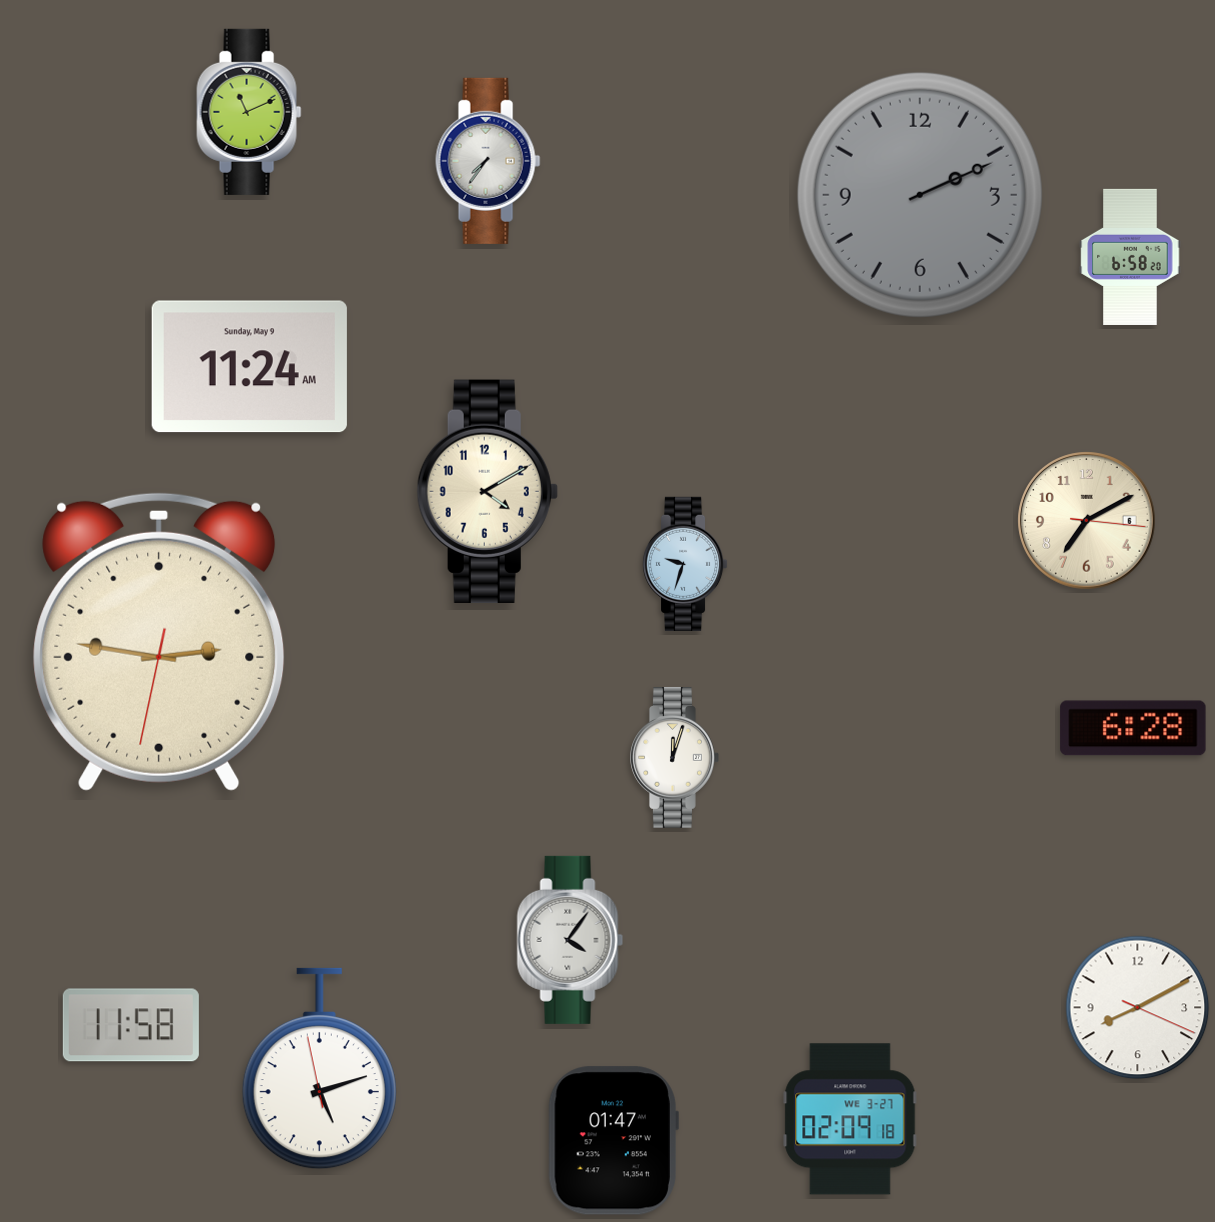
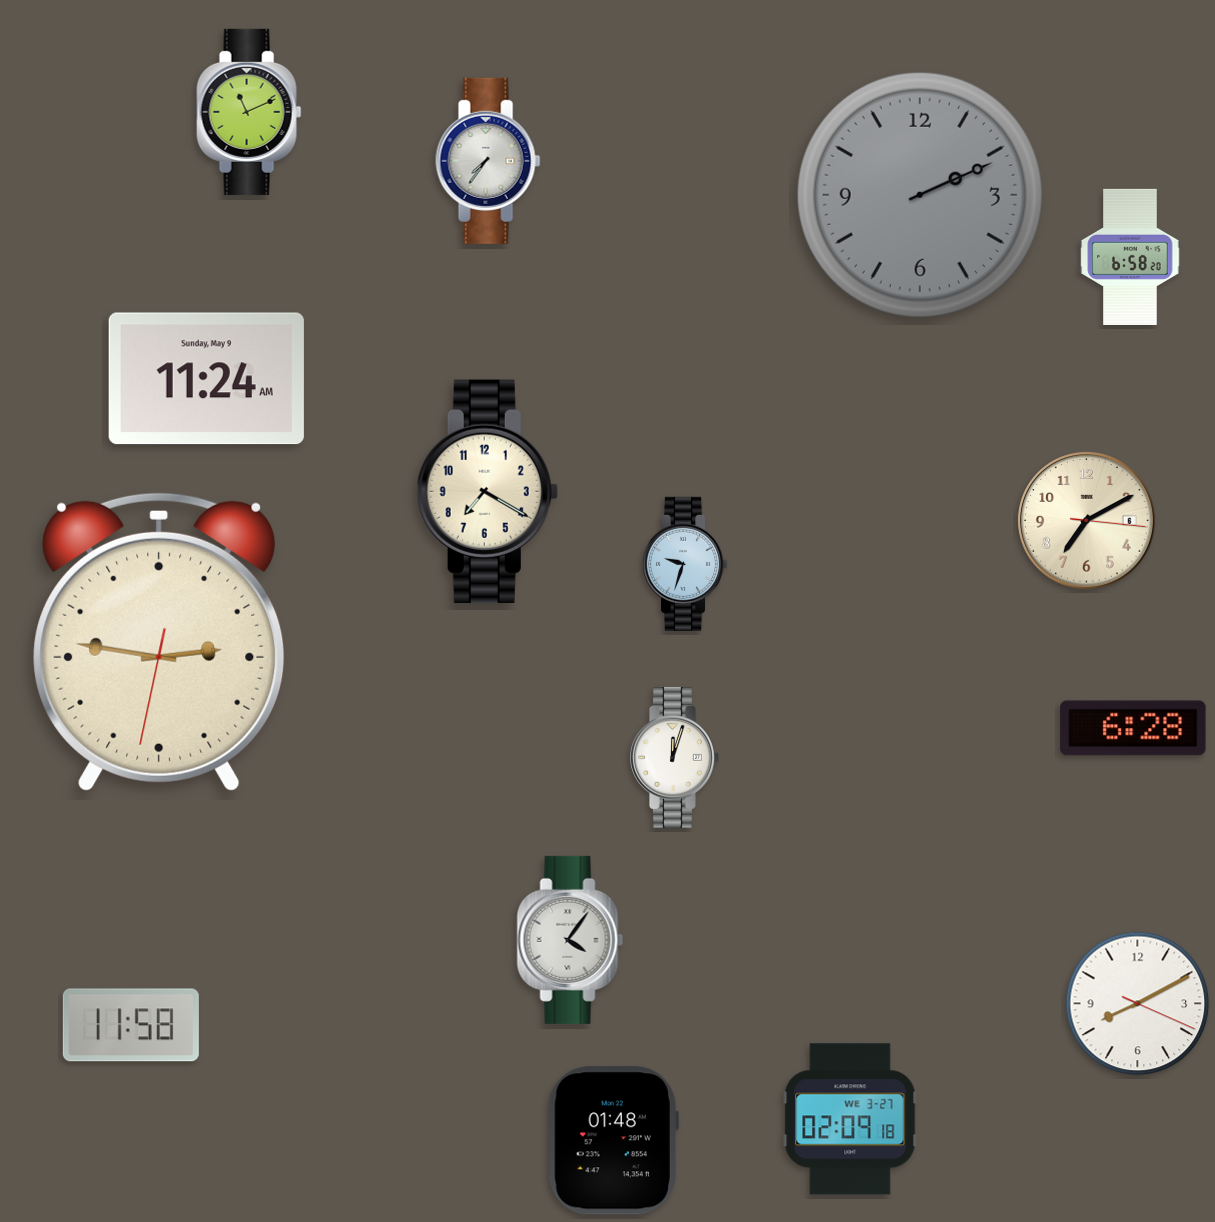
clock at (249, 367) position: (249, 367) -> (206, 379)
clock at (487, 491): 4:10 -> 7:20
clock at (1138, 1008) position: (1138, 1008) -> (1138, 1004)
clock at (319, 1069): 5:11 -> none
clock at (613, 1141): 01:47 -> 01:48
